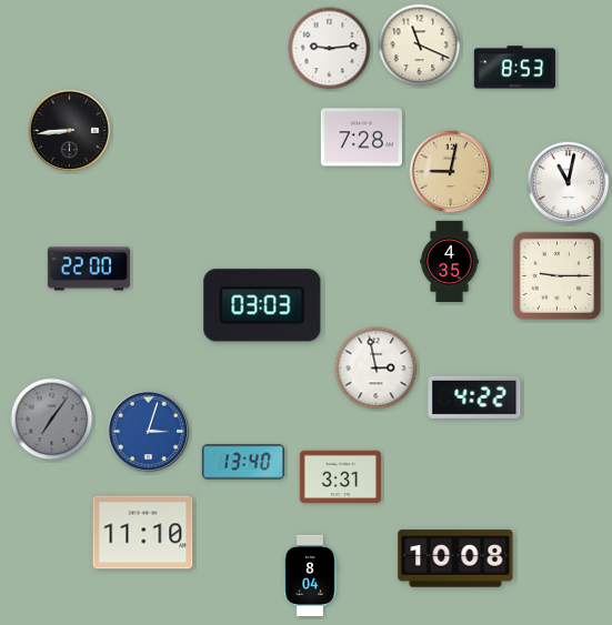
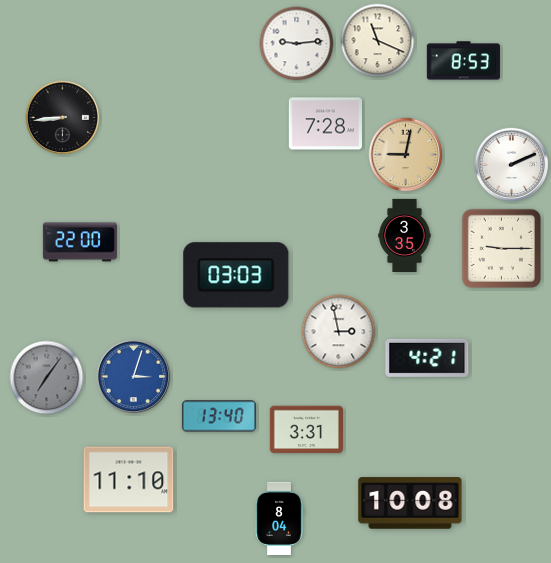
clock at (569, 183): 11:02 -> 2:11
clock at (450, 261): 4:35 -> 3:35
clock at (474, 397): 4:22 -> 4:21
clock at (149, 432) position: (149, 432) -> (134, 377)
